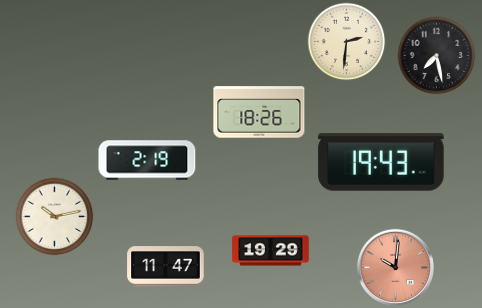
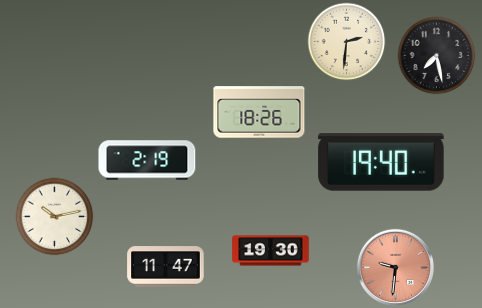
clock at (381, 162): 19:43 -> 19:40
clock at (271, 251): 19:29 -> 19:30
clock at (395, 267): 10:01 -> 9:31
